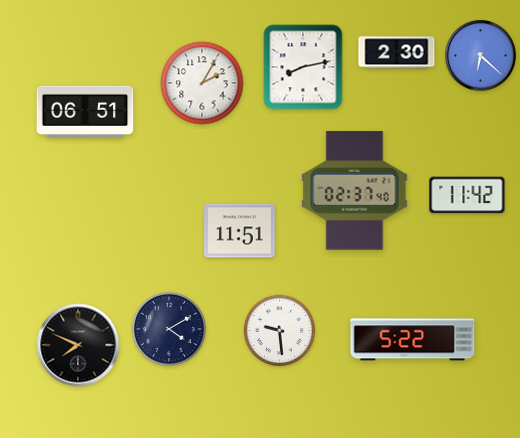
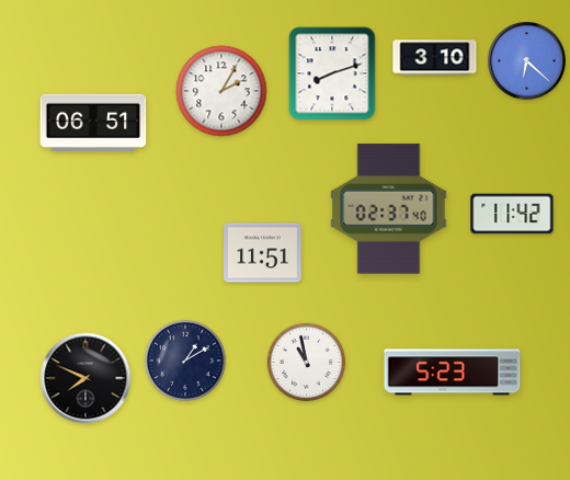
clock at (397, 53): 2:30 -> 3:10
clock at (303, 67): 8:13 -> 8:12
clock at (169, 329): 4:10 -> 1:10
clock at (280, 331): 9:29 -> 10:58
clock at (413, 340): 5:22 -> 5:23
